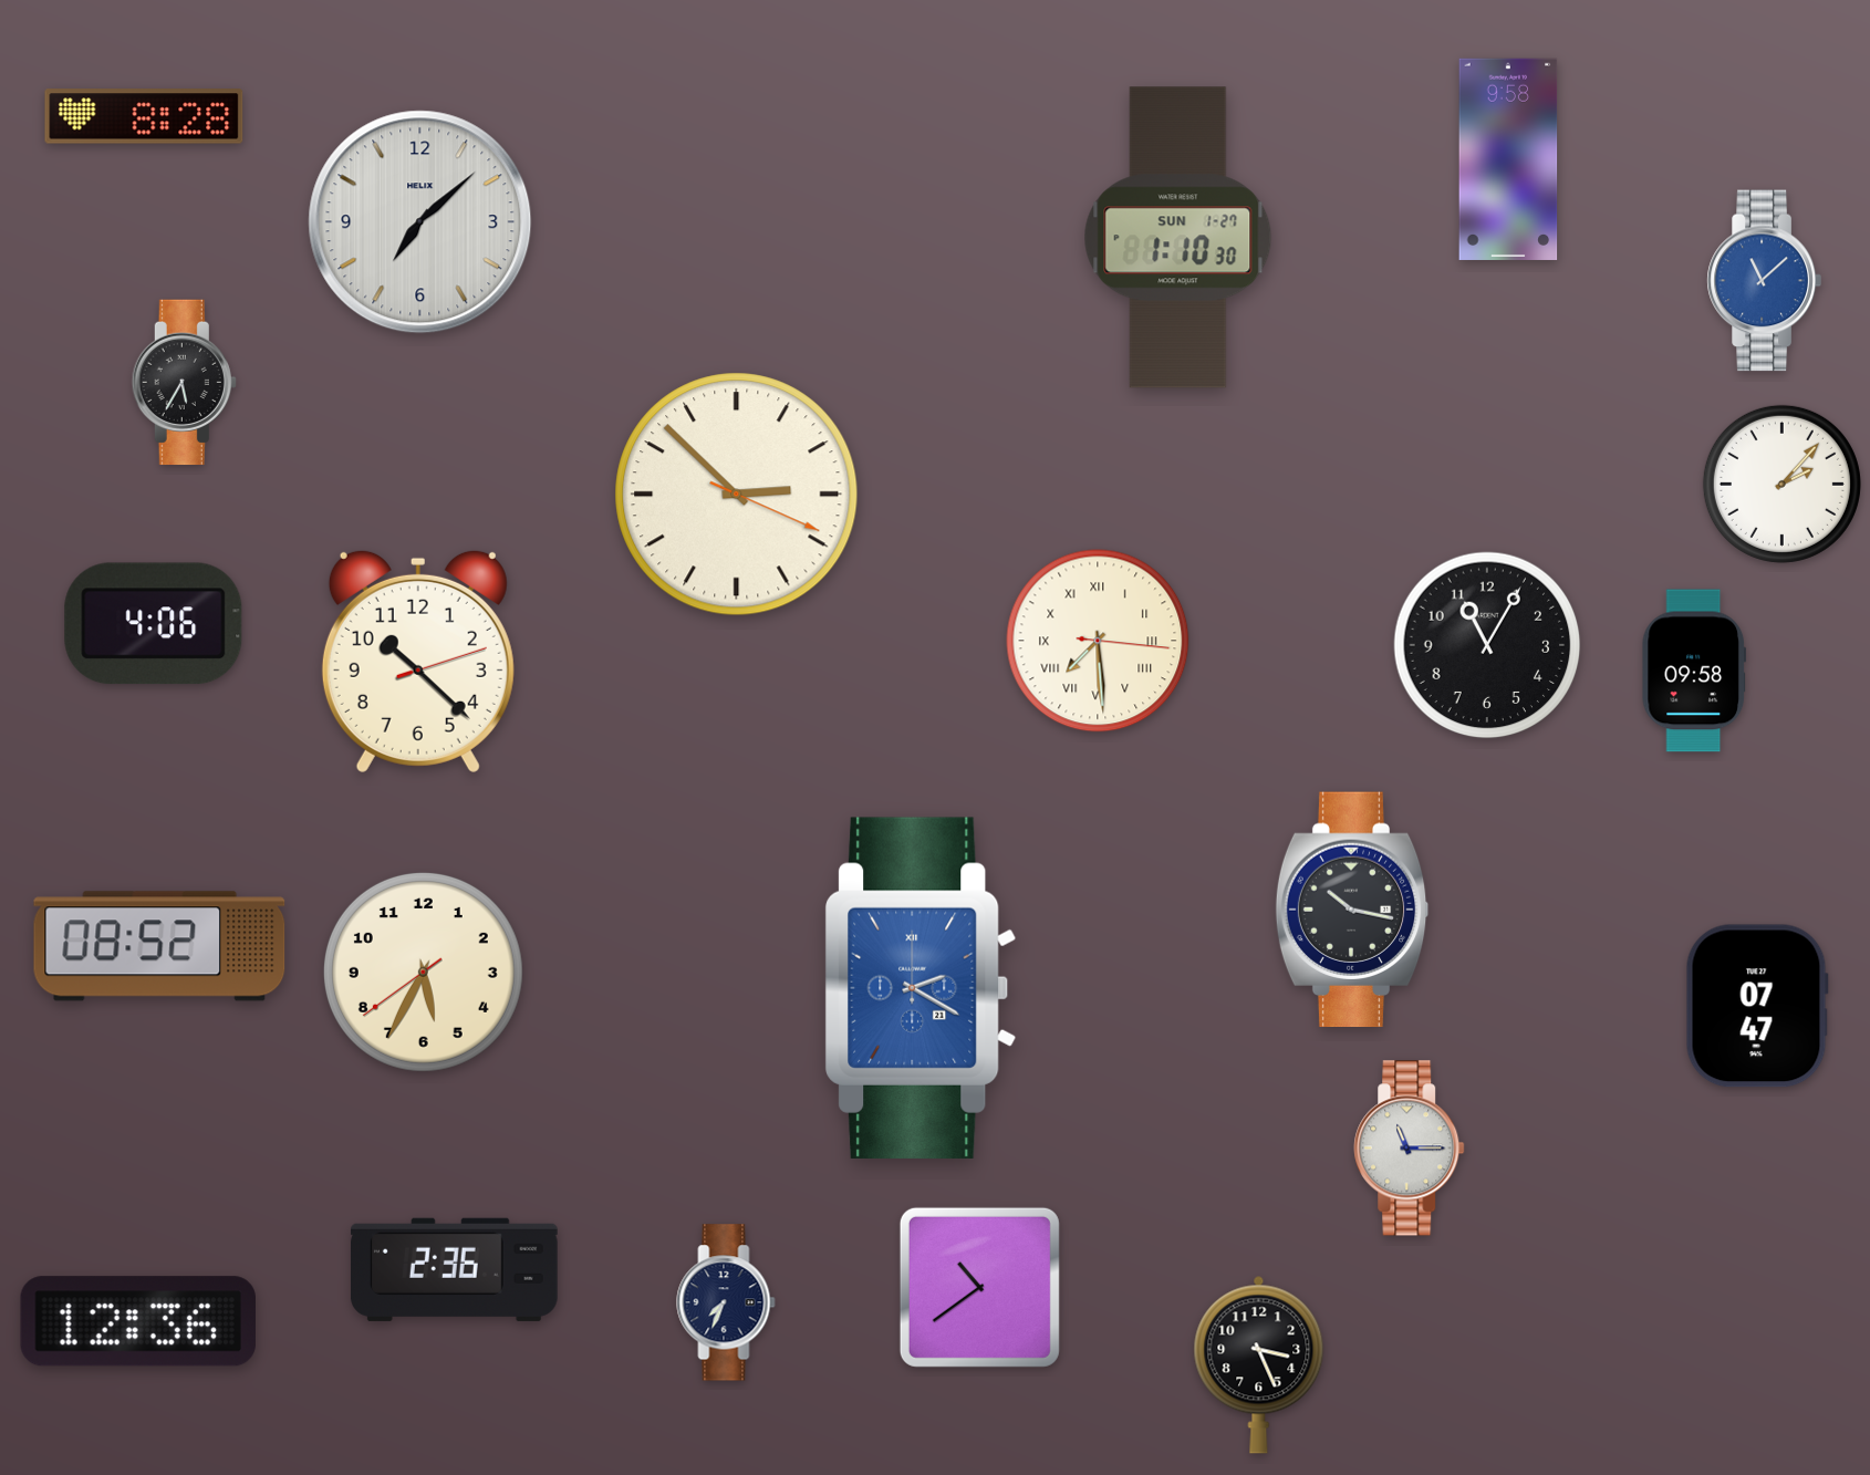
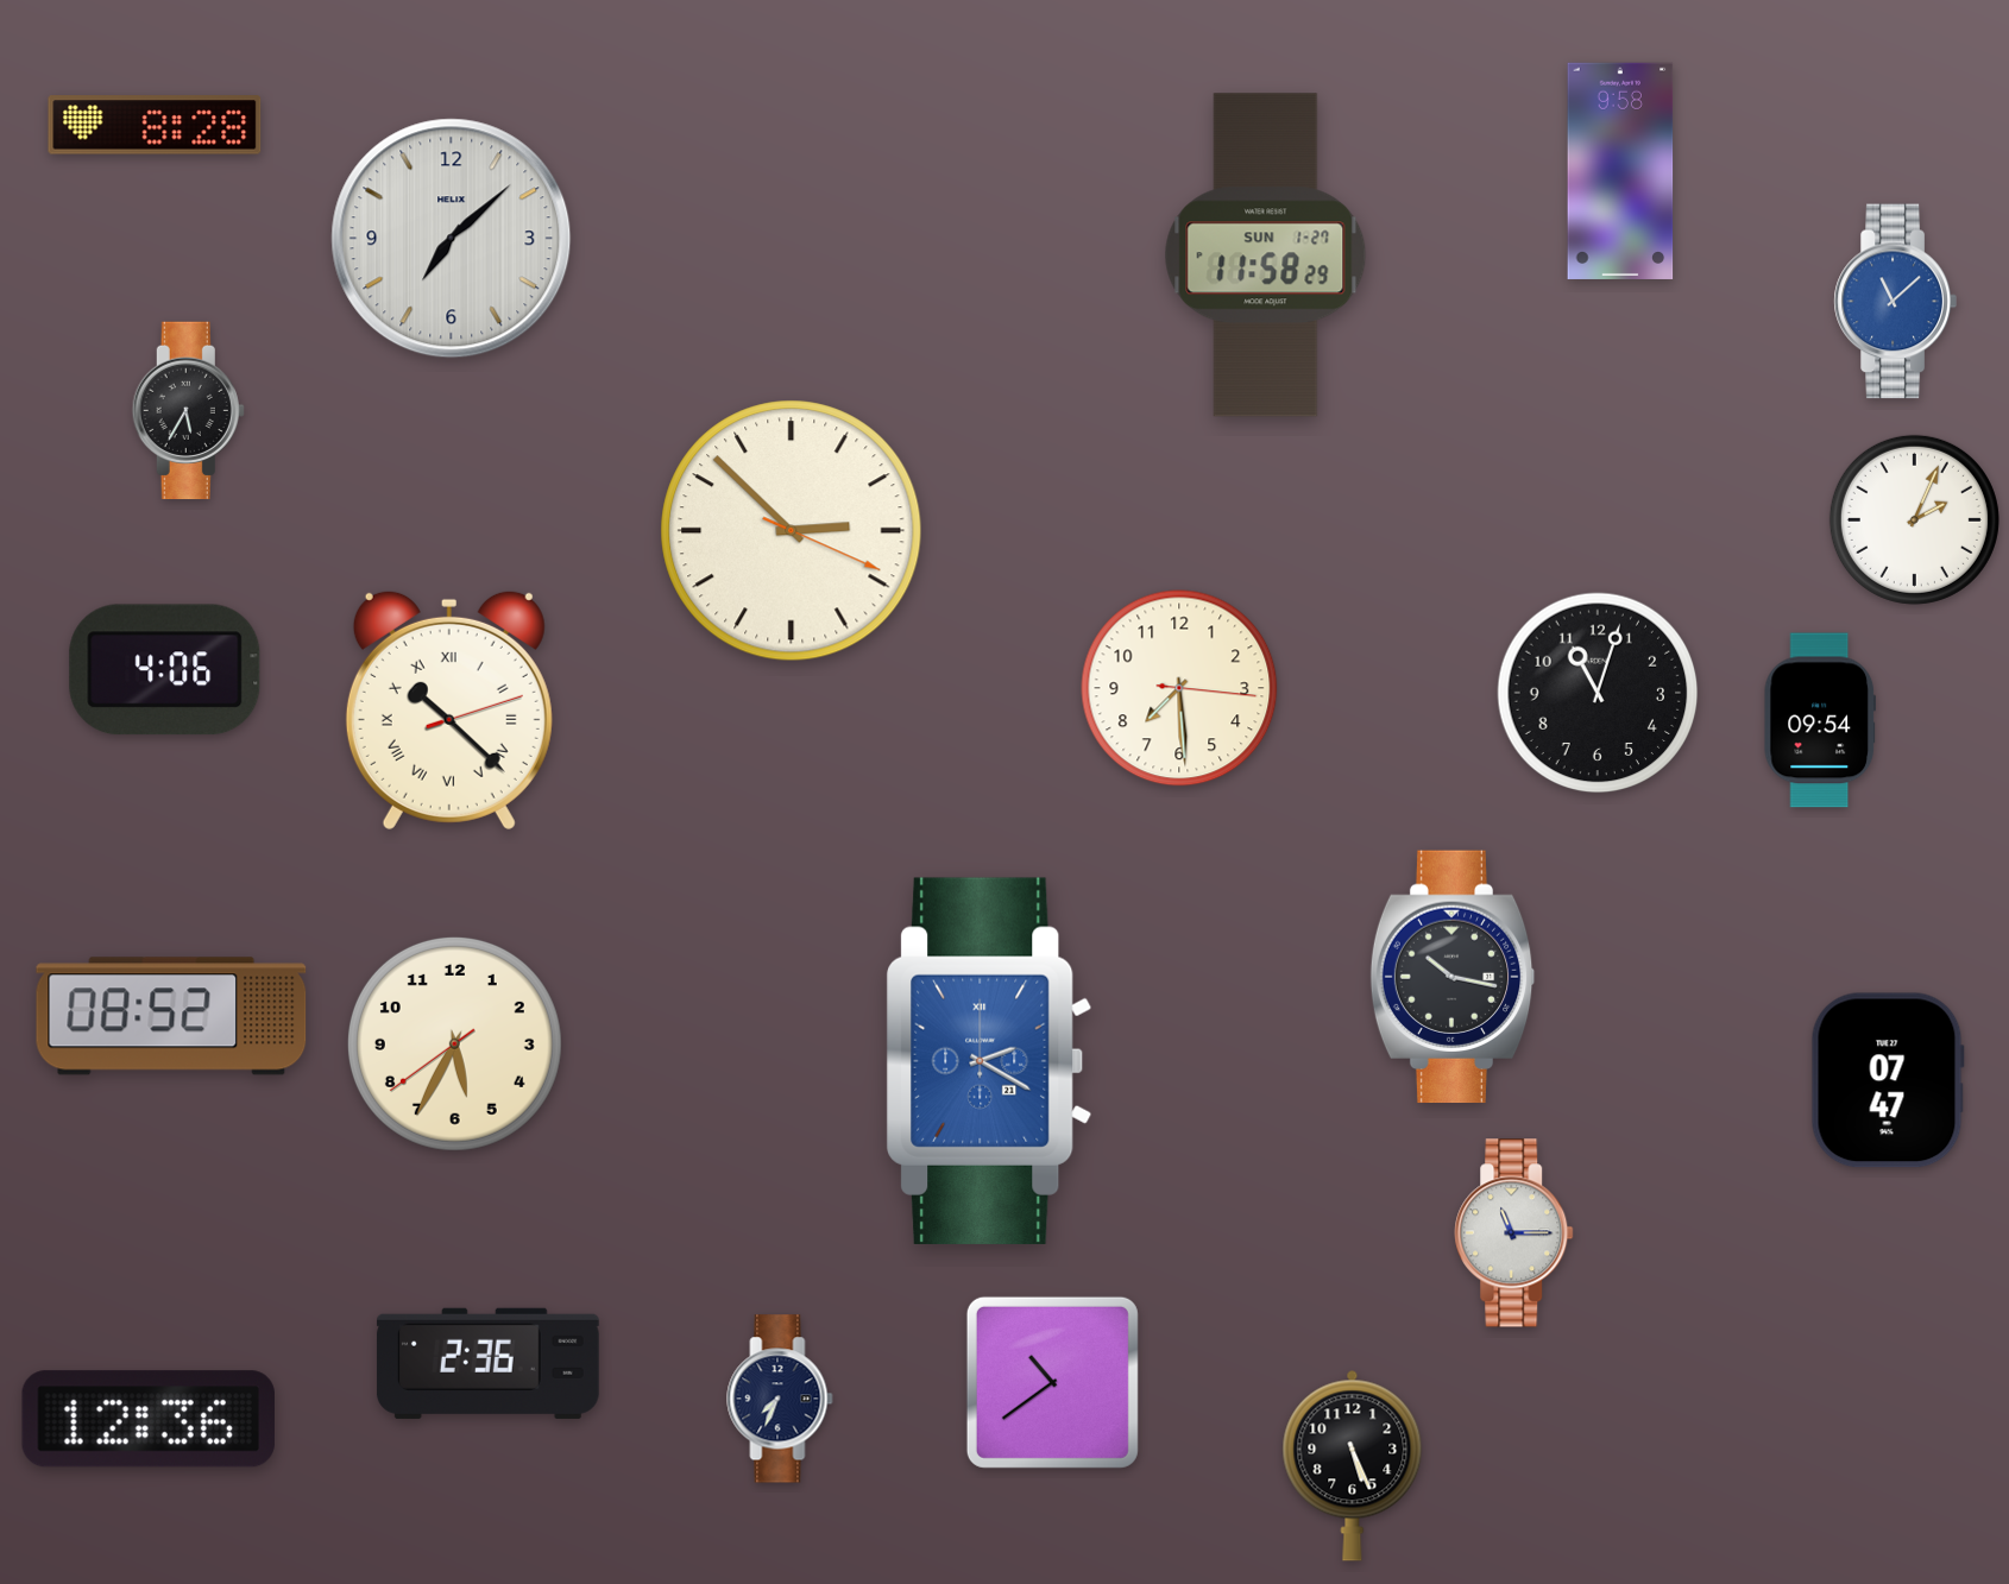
clock at (1178, 238): 1:10 -> 11:58
clock at (184, 383) position: (184, 383) -> (188, 411)
clock at (1781, 484): 2:07 -> 2:04
clock at (1098, 641) numerals: Roman -> Arabic
clock at (1487, 645): 11:05 -> 11:03
clock at (418, 661) numerals: Arabic -> Roman
clock at (1693, 671): 09:58 -> 09:54
clock at (1259, 1364): 3:26 -> 5:26
